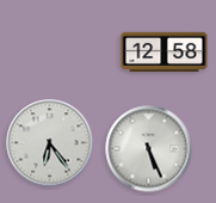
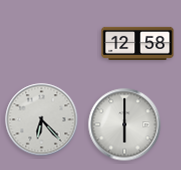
clock at (50, 143): 6:24 -> 6:23
clock at (149, 149): 5:26 -> 6:00
